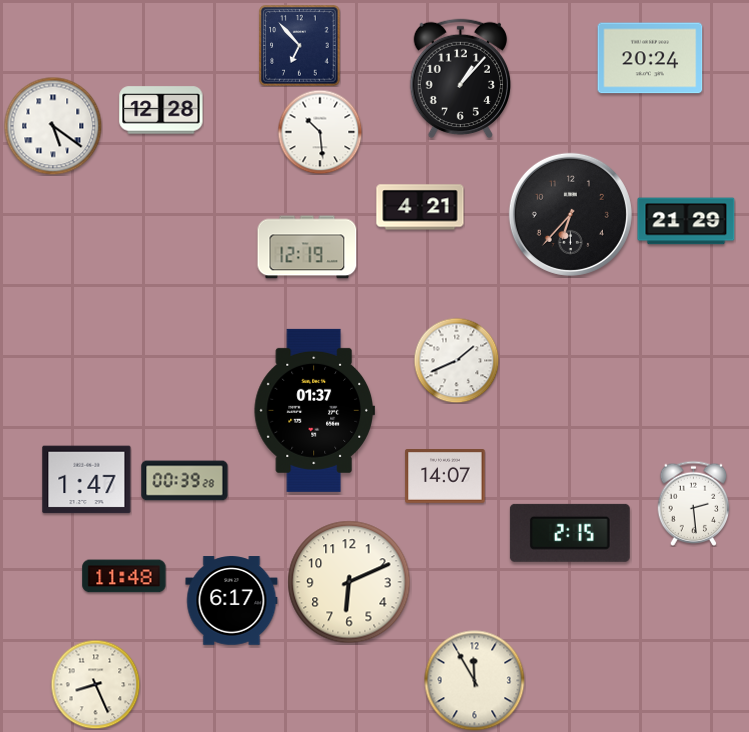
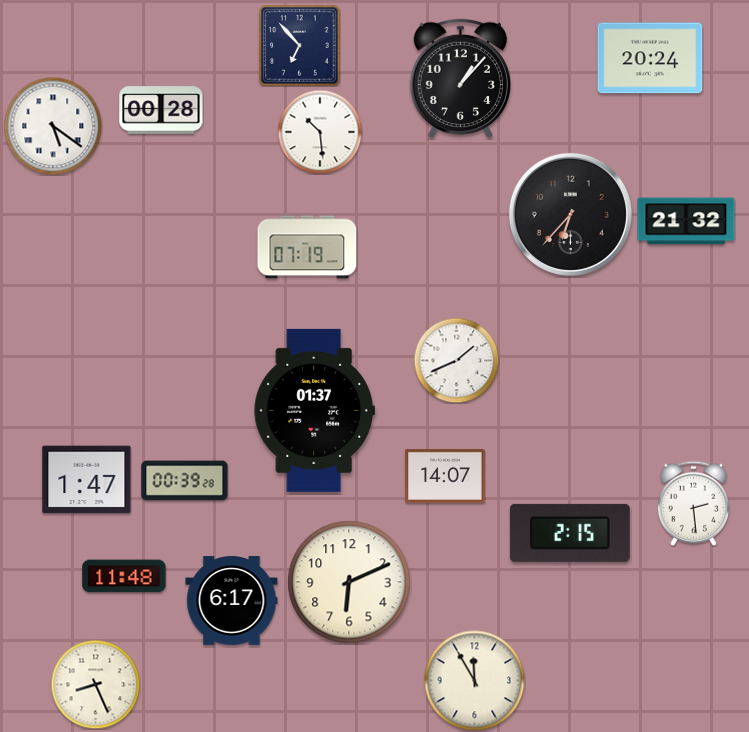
clock at (161, 110): 12:28 -> 00:28
clock at (420, 207): 4:21 -> none
clock at (686, 221): 21:29 -> 21:32
clock at (307, 247): 12:19 -> 07:19
